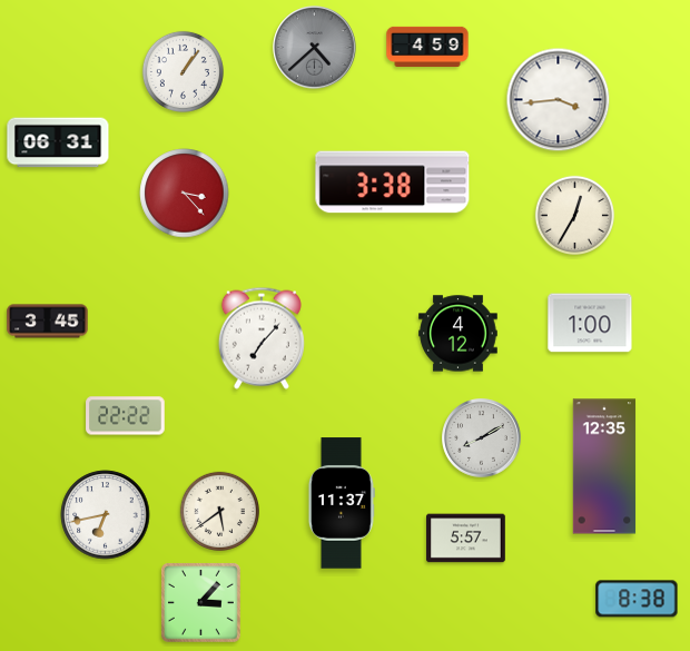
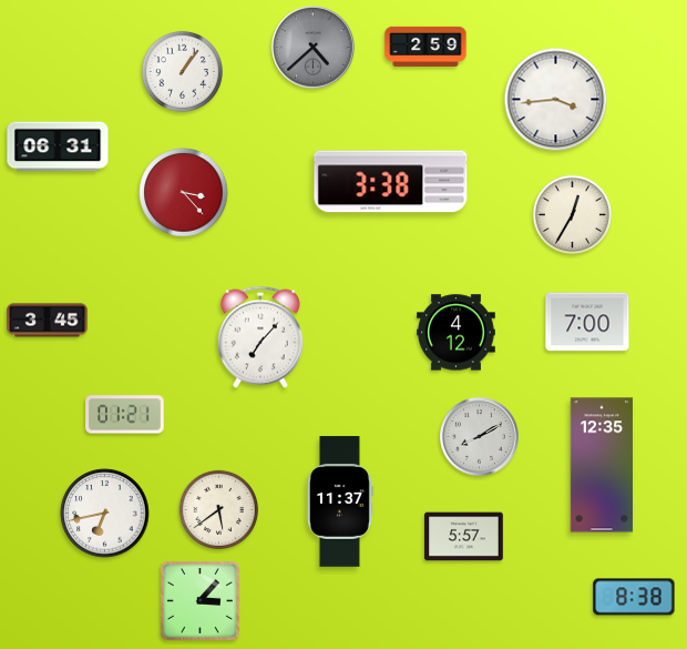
clock at (427, 46): 4:59 -> 2:59
clock at (58, 142) position: (58, 142) -> (58, 146)
clock at (590, 323): 1:00 -> 7:00
clock at (126, 416): 22:22 -> 01:21
